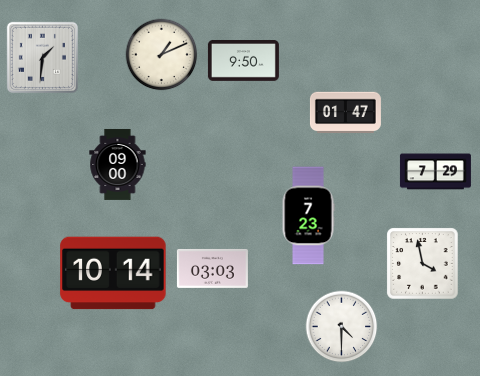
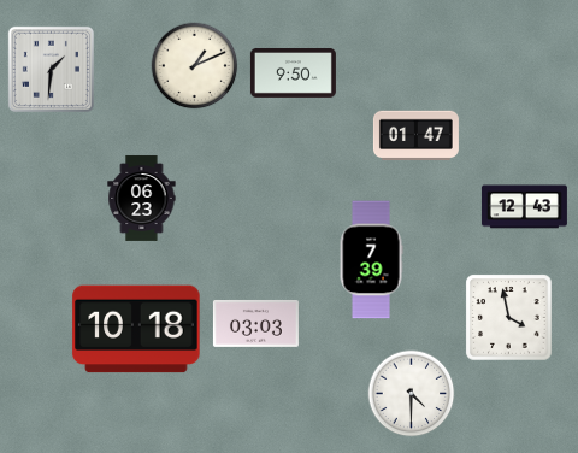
clock at (118, 164): 09:00 -> 06:23
clock at (435, 172): 7:29 -> 12:43
clock at (308, 216): 7:23 -> 7:39
clock at (113, 273): 10:14 -> 10:18
